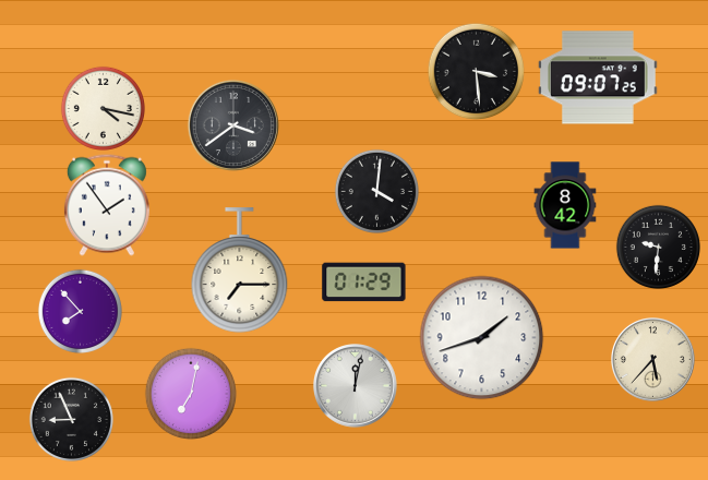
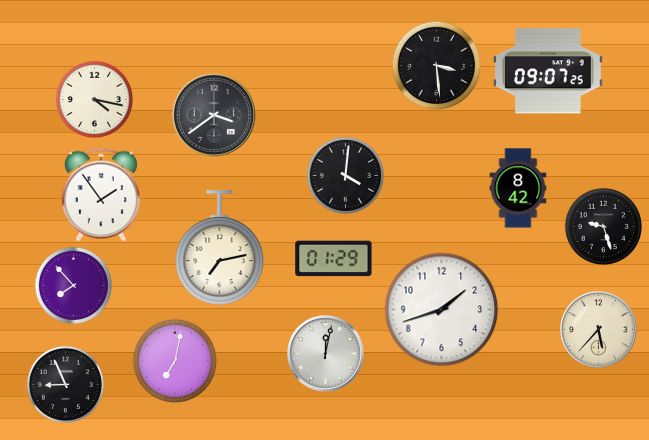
clock at (107, 205) position: (107, 205) -> (101, 195)
clock at (658, 247): 9:31 -> 9:27
clock at (240, 271): 7:15 -> 7:13
